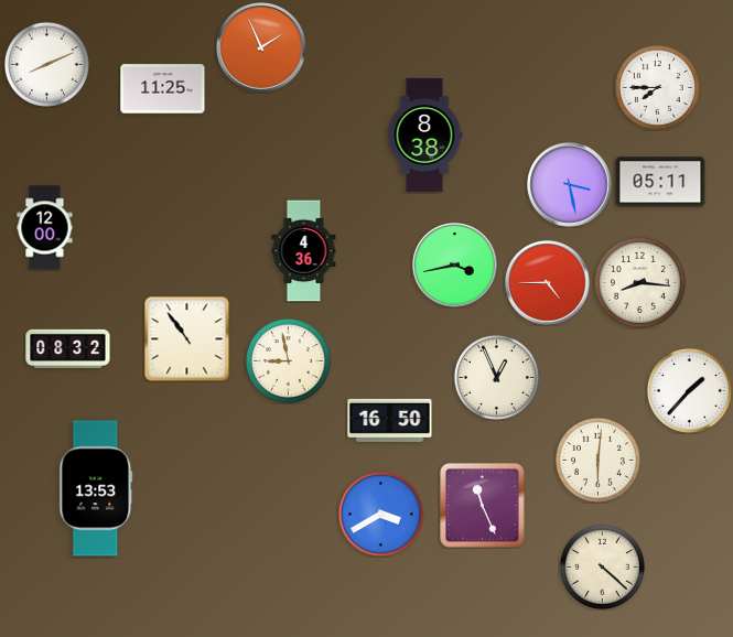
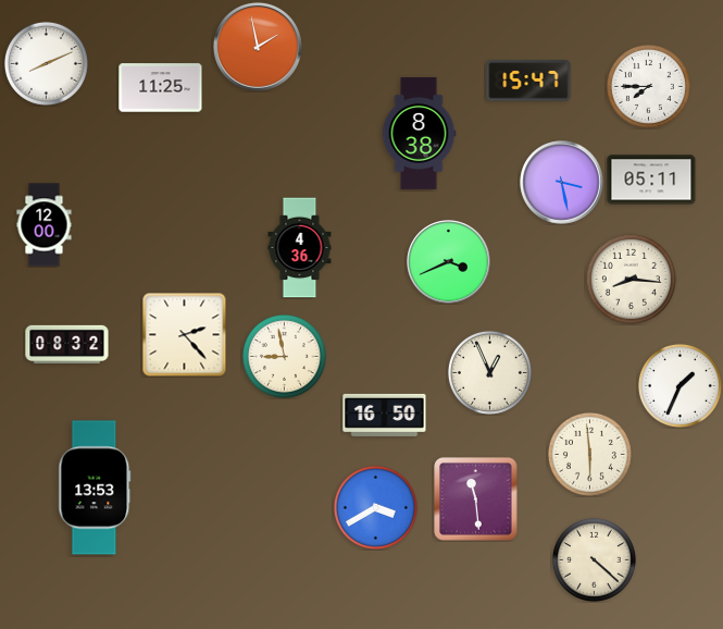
clock at (261, 47): 1:56 -> 1:58
clock at (528, 81): none -> 15:47
clock at (455, 266): 3:43 -> 3:41
clock at (548, 283): 4:45 -> none
clock at (186, 338): 10:54 -> 2:23
clock at (689, 390): 1:37 -> 1:34
clock at (597, 460): 6:01 -> 5:59
clock at (96, 488) position: (96, 488) -> (95, 488)
clock at (483, 506): 11:26 -> 11:29
